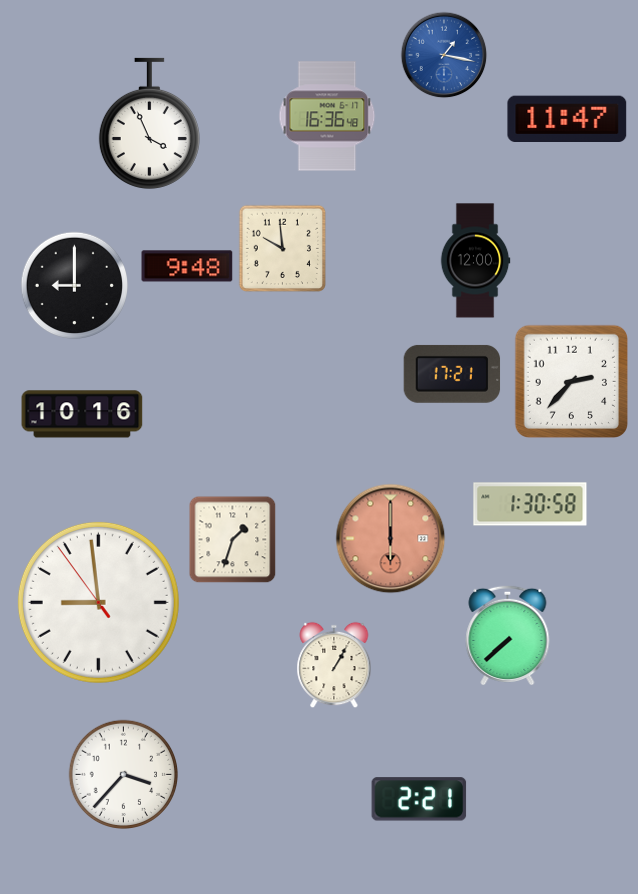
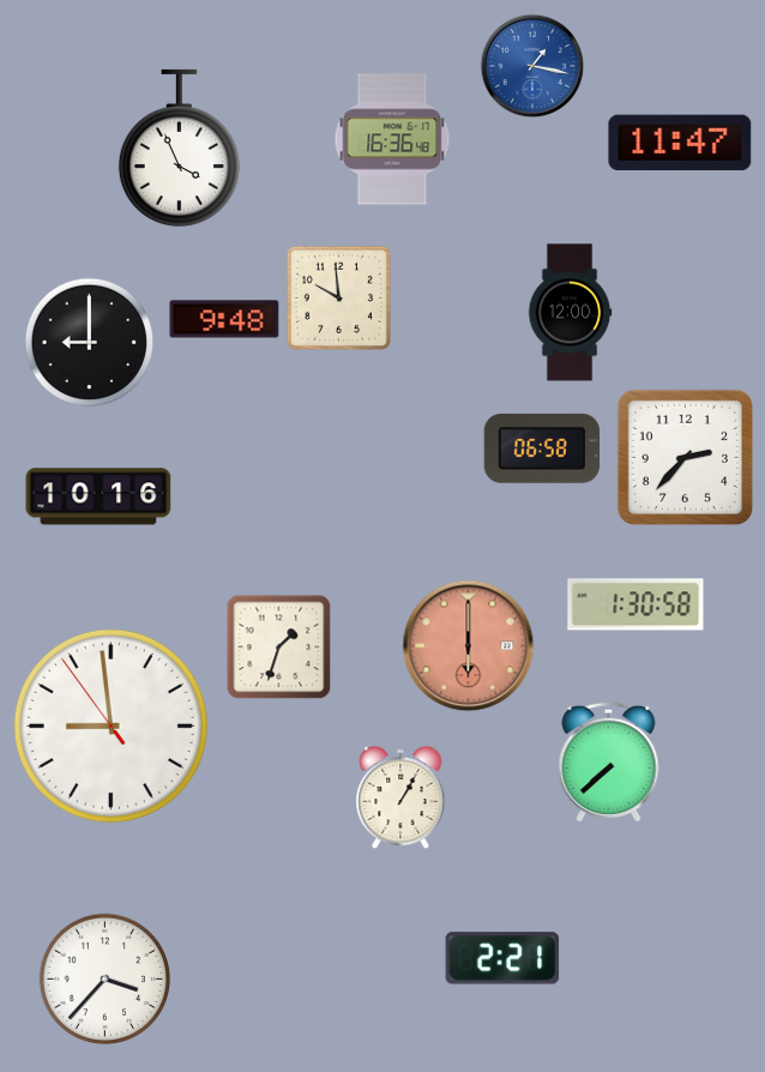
clock at (452, 374): 17:21 -> 06:58
clock at (98, 602) position: (98, 602) -> (110, 725)
clock at (123, 774) position: (123, 774) -> (104, 978)
